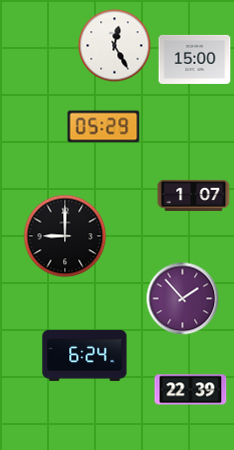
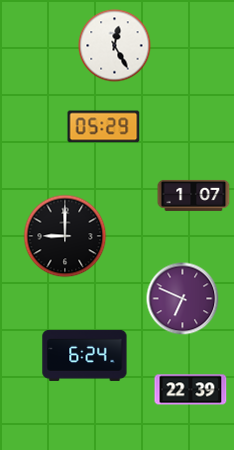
clock at (195, 59): 15:00 -> none
clock at (183, 299): 1:53 -> 6:49
